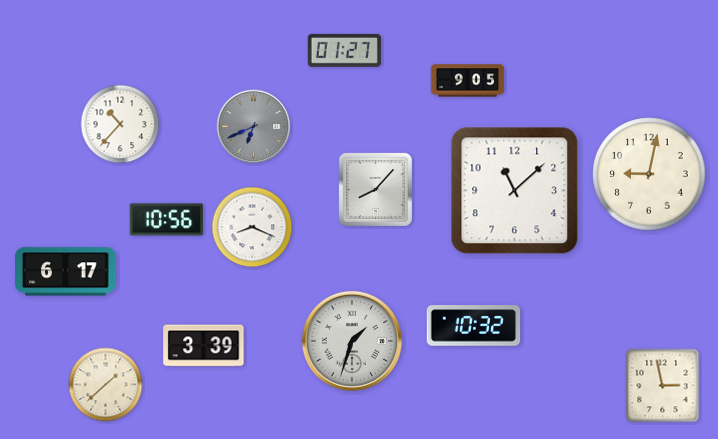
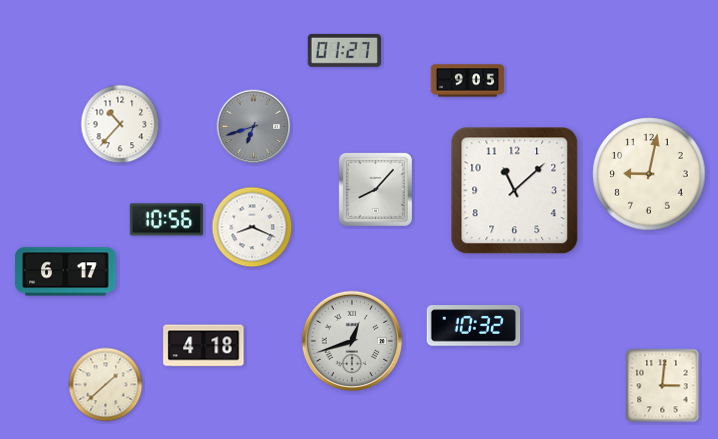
clock at (254, 127): 6:41 -> 6:42
clock at (352, 341): 1:33 -> 12:42
clock at (204, 346): 3:39 -> 4:18
clock at (663, 386): 2:58 -> 3:01
